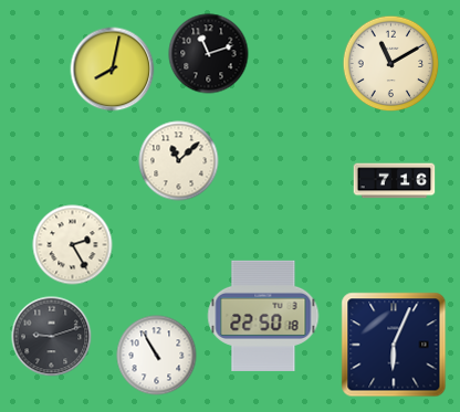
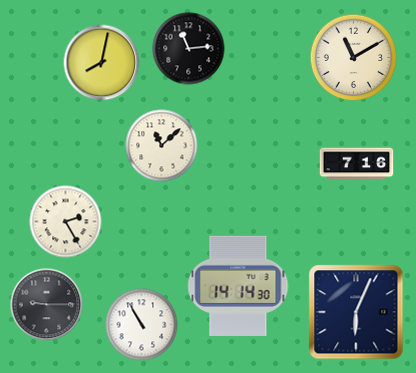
clock at (209, 54): 11:12 -> 11:14
clock at (263, 316): 22:50 -> 14:14
clock at (52, 337): 9:12 -> 9:15
clock at (157, 356) position: (157, 356) -> (142, 325)
